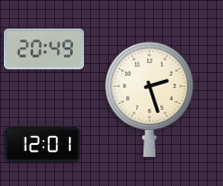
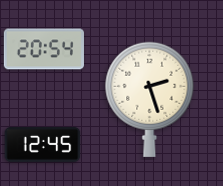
clock at (44, 49): 20:49 -> 20:54
clock at (43, 145): 12:01 -> 12:45
